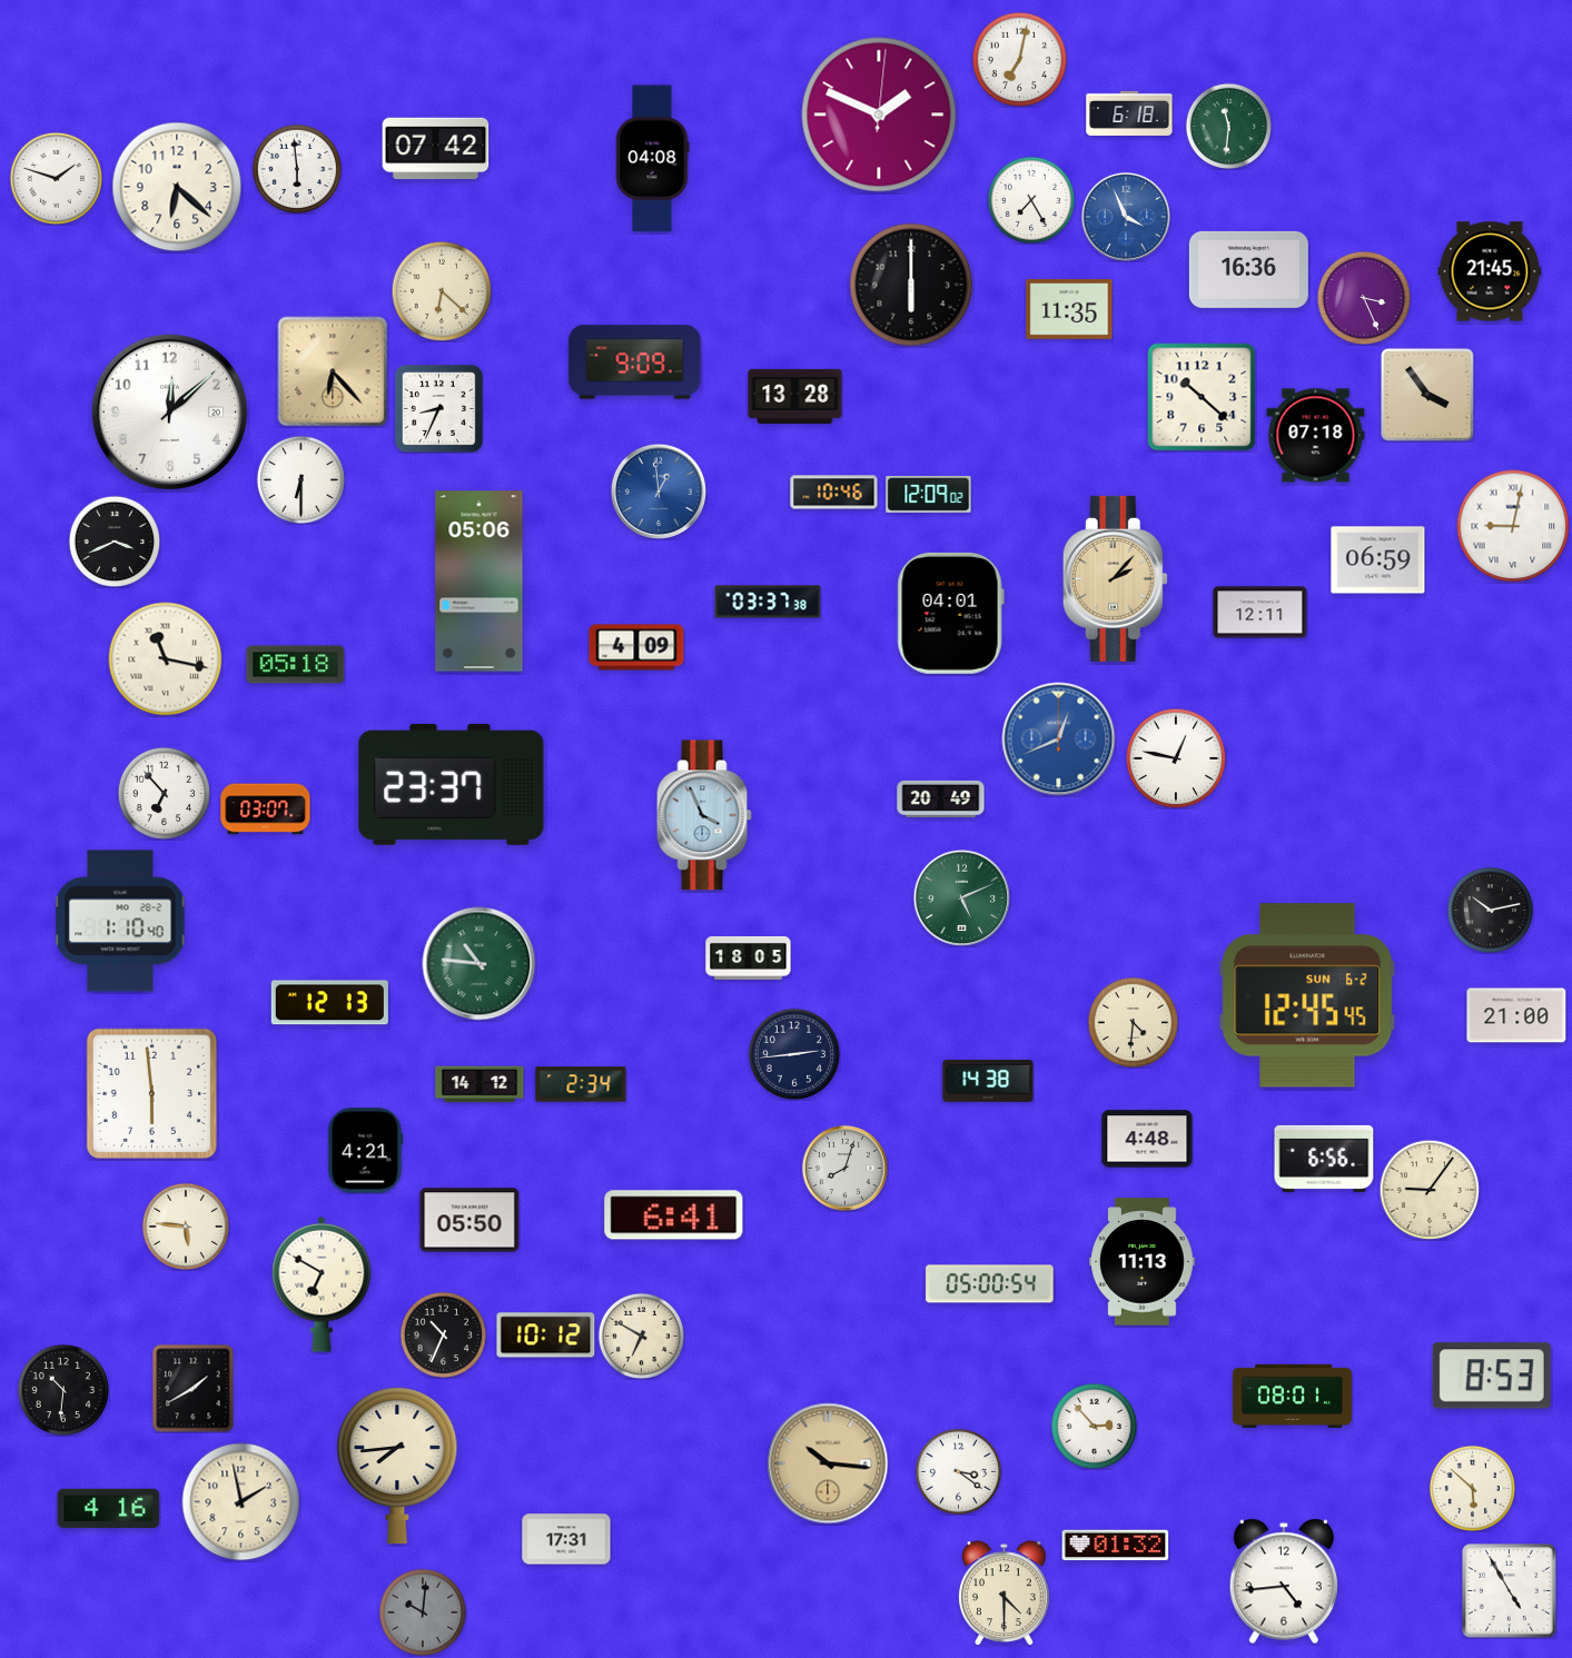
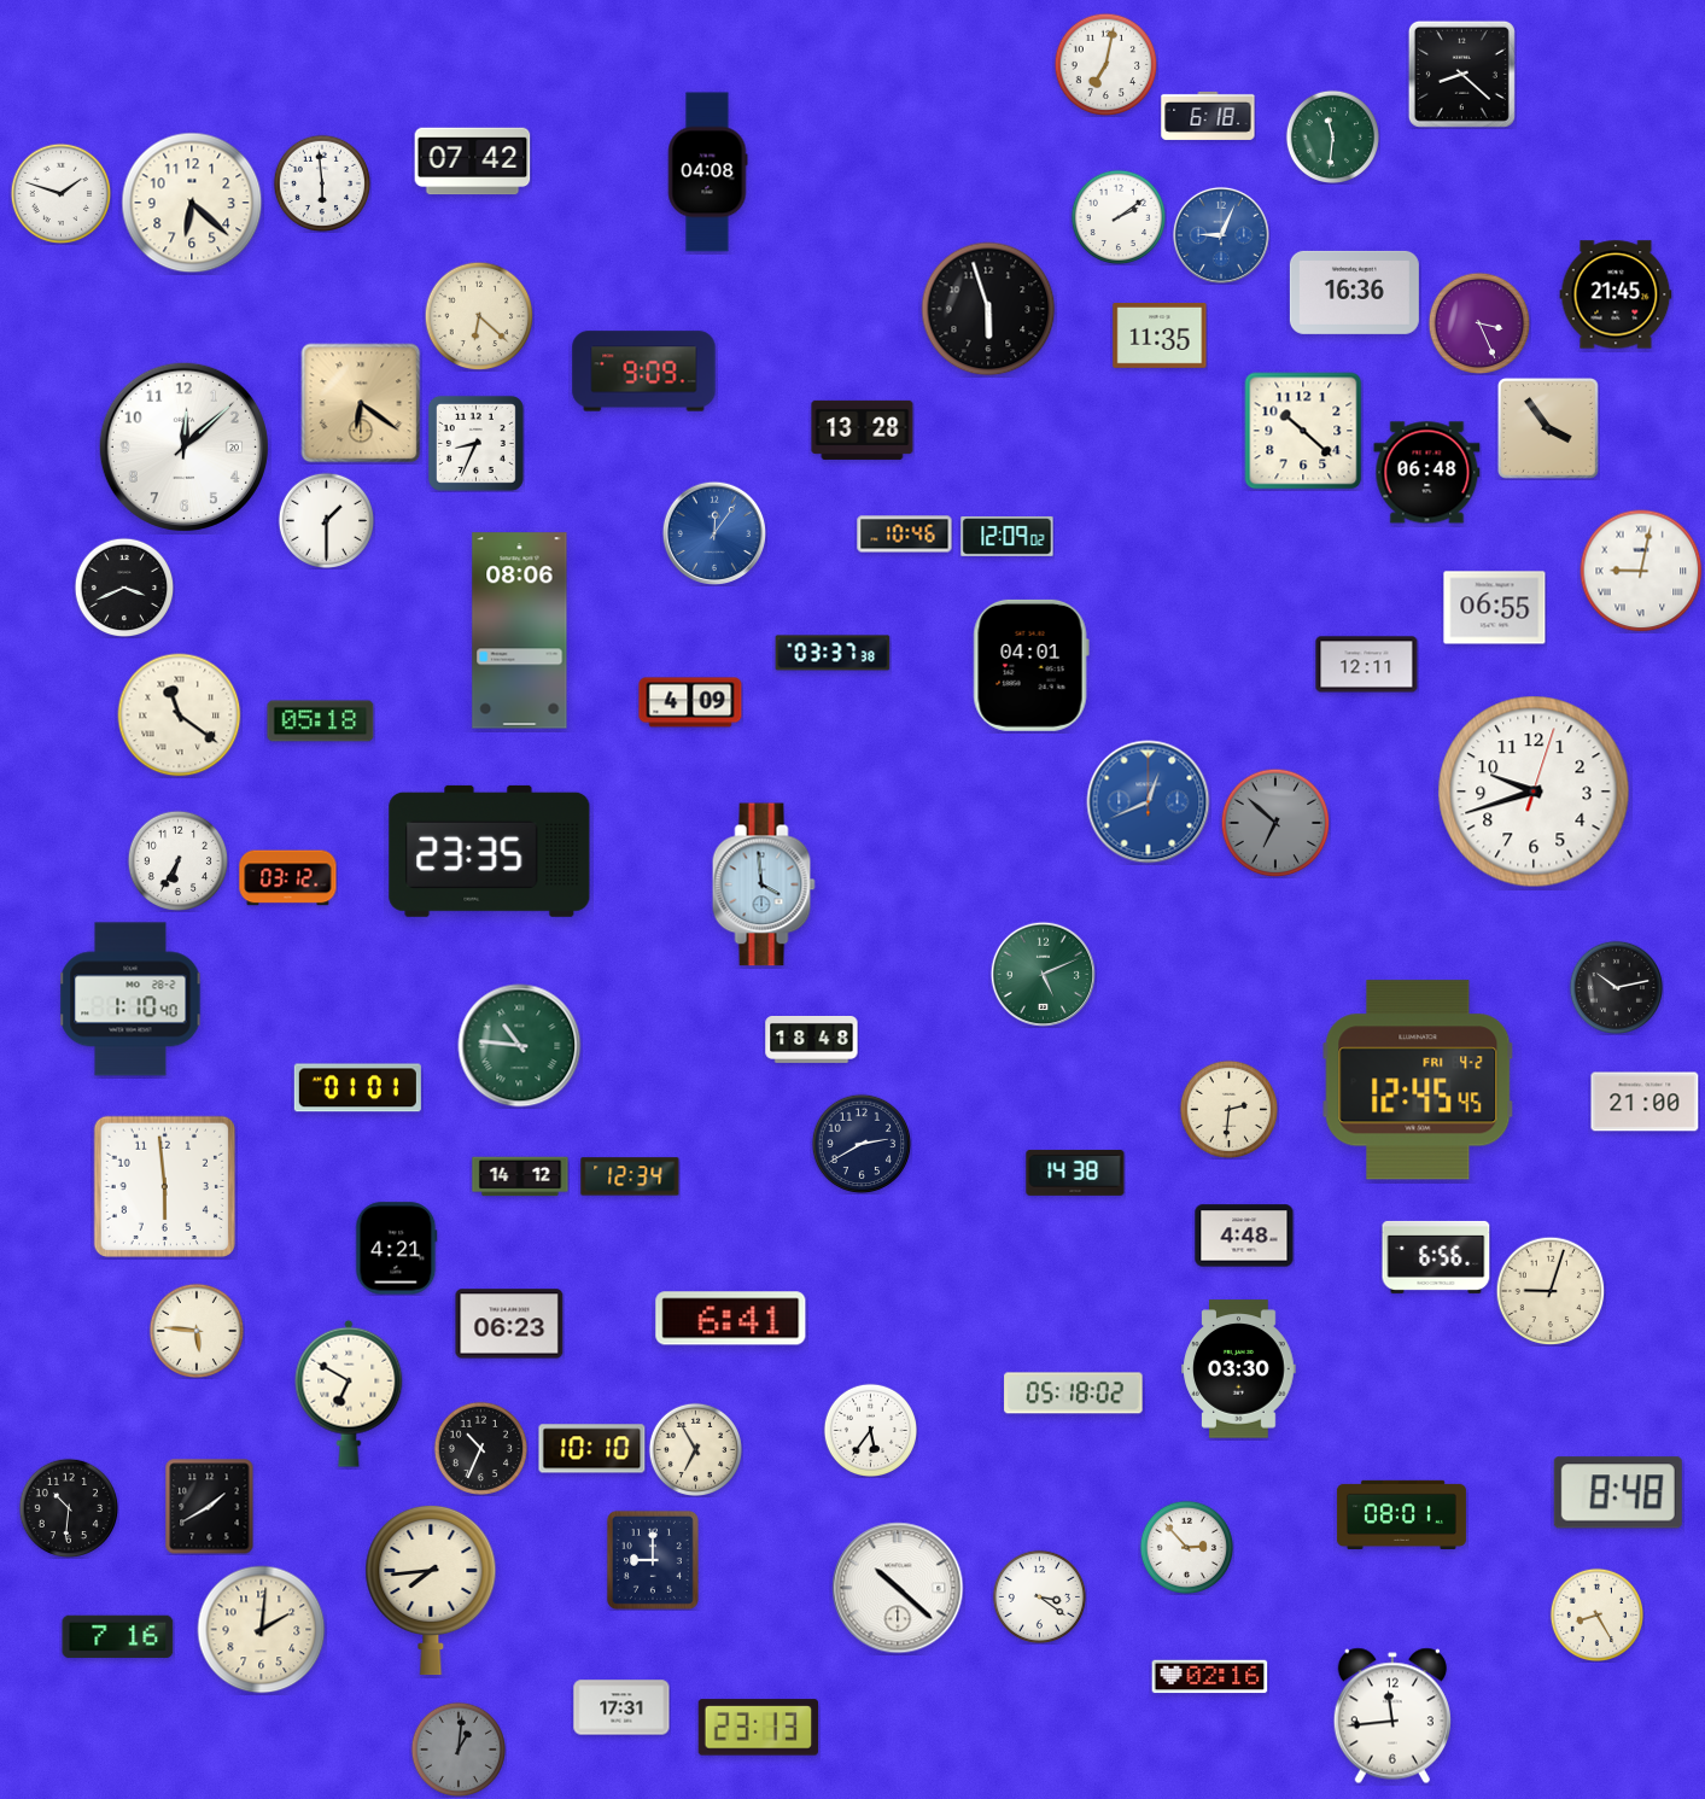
clock at (1461, 74): none -> 8:22
clock at (1129, 113) position: (1129, 113) -> (1208, 116)
clock at (879, 115): 1:49 -> none
clock at (1030, 199): 7:25 -> 2:09
clock at (1126, 217): 3:56 -> 9:04
clock at (911, 285): 6:00 -> 5:57
clock at (635, 363) position: (635, 363) -> (644, 372)
clock at (333, 371): 6:23 -> 6:21
clock at (1316, 436): 07:18 -> 06:48
clock at (300, 479): 6:30 -> 1:30
clock at (658, 490): 12:59 -> 12:06
clock at (1378, 560): 06:59 -> 06:55
clock at (1115, 578): 2:07 -> none
clock at (479, 582): 05:06 -> 08:06
clock at (166, 659): 11:17 -> 11:21
clock at (1534, 792): none -> 9:42
clock at (1176, 758): 12:47 -> 6:52
clock at (1176, 758) dial: white -> grey
clock at (452, 784): 23:37 -> 23:35
clock at (164, 793): 6:53 -> 6:35
clock at (941, 798): 20:49 -> none
clock at (266, 810): 03:07 -> 03:12
clock at (704, 815): 3:56 -> 3:59
clock at (749, 957): 18:05 -> 18:48
clock at (1307, 995) date: SUN 6-2 -> FRI 4-2
clock at (329, 1003): 12:13 -> 01:01
clock at (1133, 1022): 4:31 -> 2:31
clock at (794, 1054): 2:44 -> 2:40
clock at (988, 1081) position: (988, 1081) -> (1075, 1173)
clock at (581, 1084): 2:34 -> 12:34
clock at (844, 1168): 8:03 -> none
clock at (1430, 1190): 9:06 -> 9:03
clock at (469, 1220): 05:50 -> 06:23
clock at (185, 1225) position: (185, 1225) -> (195, 1330)
clock at (1143, 1262): 11:13 -> 03:30
clock at (990, 1284): 05:00 -> 05:18
clock at (870, 1430): none -> 5:36
clock at (546, 1336): 10:12 -> 10:10
clock at (641, 1336): 6:50 -> 6:55
clock at (1492, 1376): 8:53 -> 8:48
clock at (653, 1560): none -> 9:00
clock at (828, 1463): 10:16 -> 10:22
clock at (828, 1463) dial: champagne -> white
clock at (1472, 1488): 5:52 -> 8:25
clock at (241, 1502): 1:58 -> 2:01
clock at (109, 1509): 4:16 -> 7:16
clock at (566, 1539) position: (566, 1539) -> (621, 1707)
clock at (1116, 1546): 01:32 -> 02:16
clock at (1284, 1581): 4:44 -> 11:44
clock at (1510, 1591): 4:55 -> none
clock at (759, 1728): none -> 23:13
clock at (1005, 1594): 4:30 -> none
clock at (422, 1611): 10:01 -> 1:01
